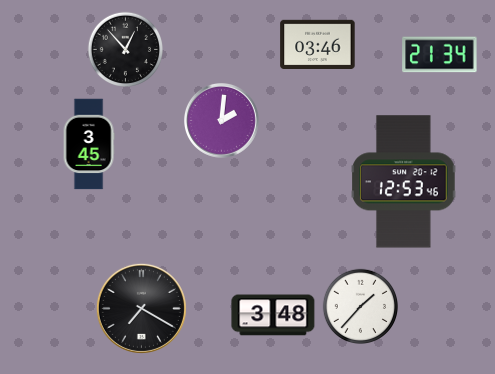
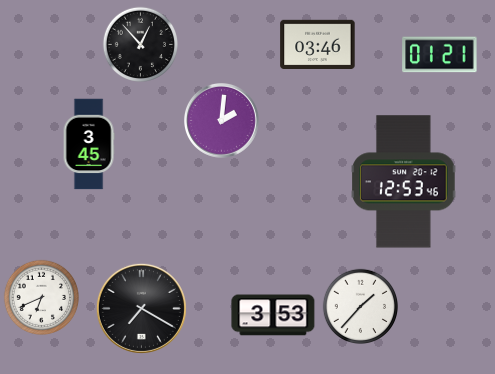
clock at (125, 49) position: (125, 49) -> (140, 44)
clock at (440, 55): 21:34 -> 01:21
clock at (41, 297): none -> 6:41
clock at (273, 315): 3:48 -> 3:53
